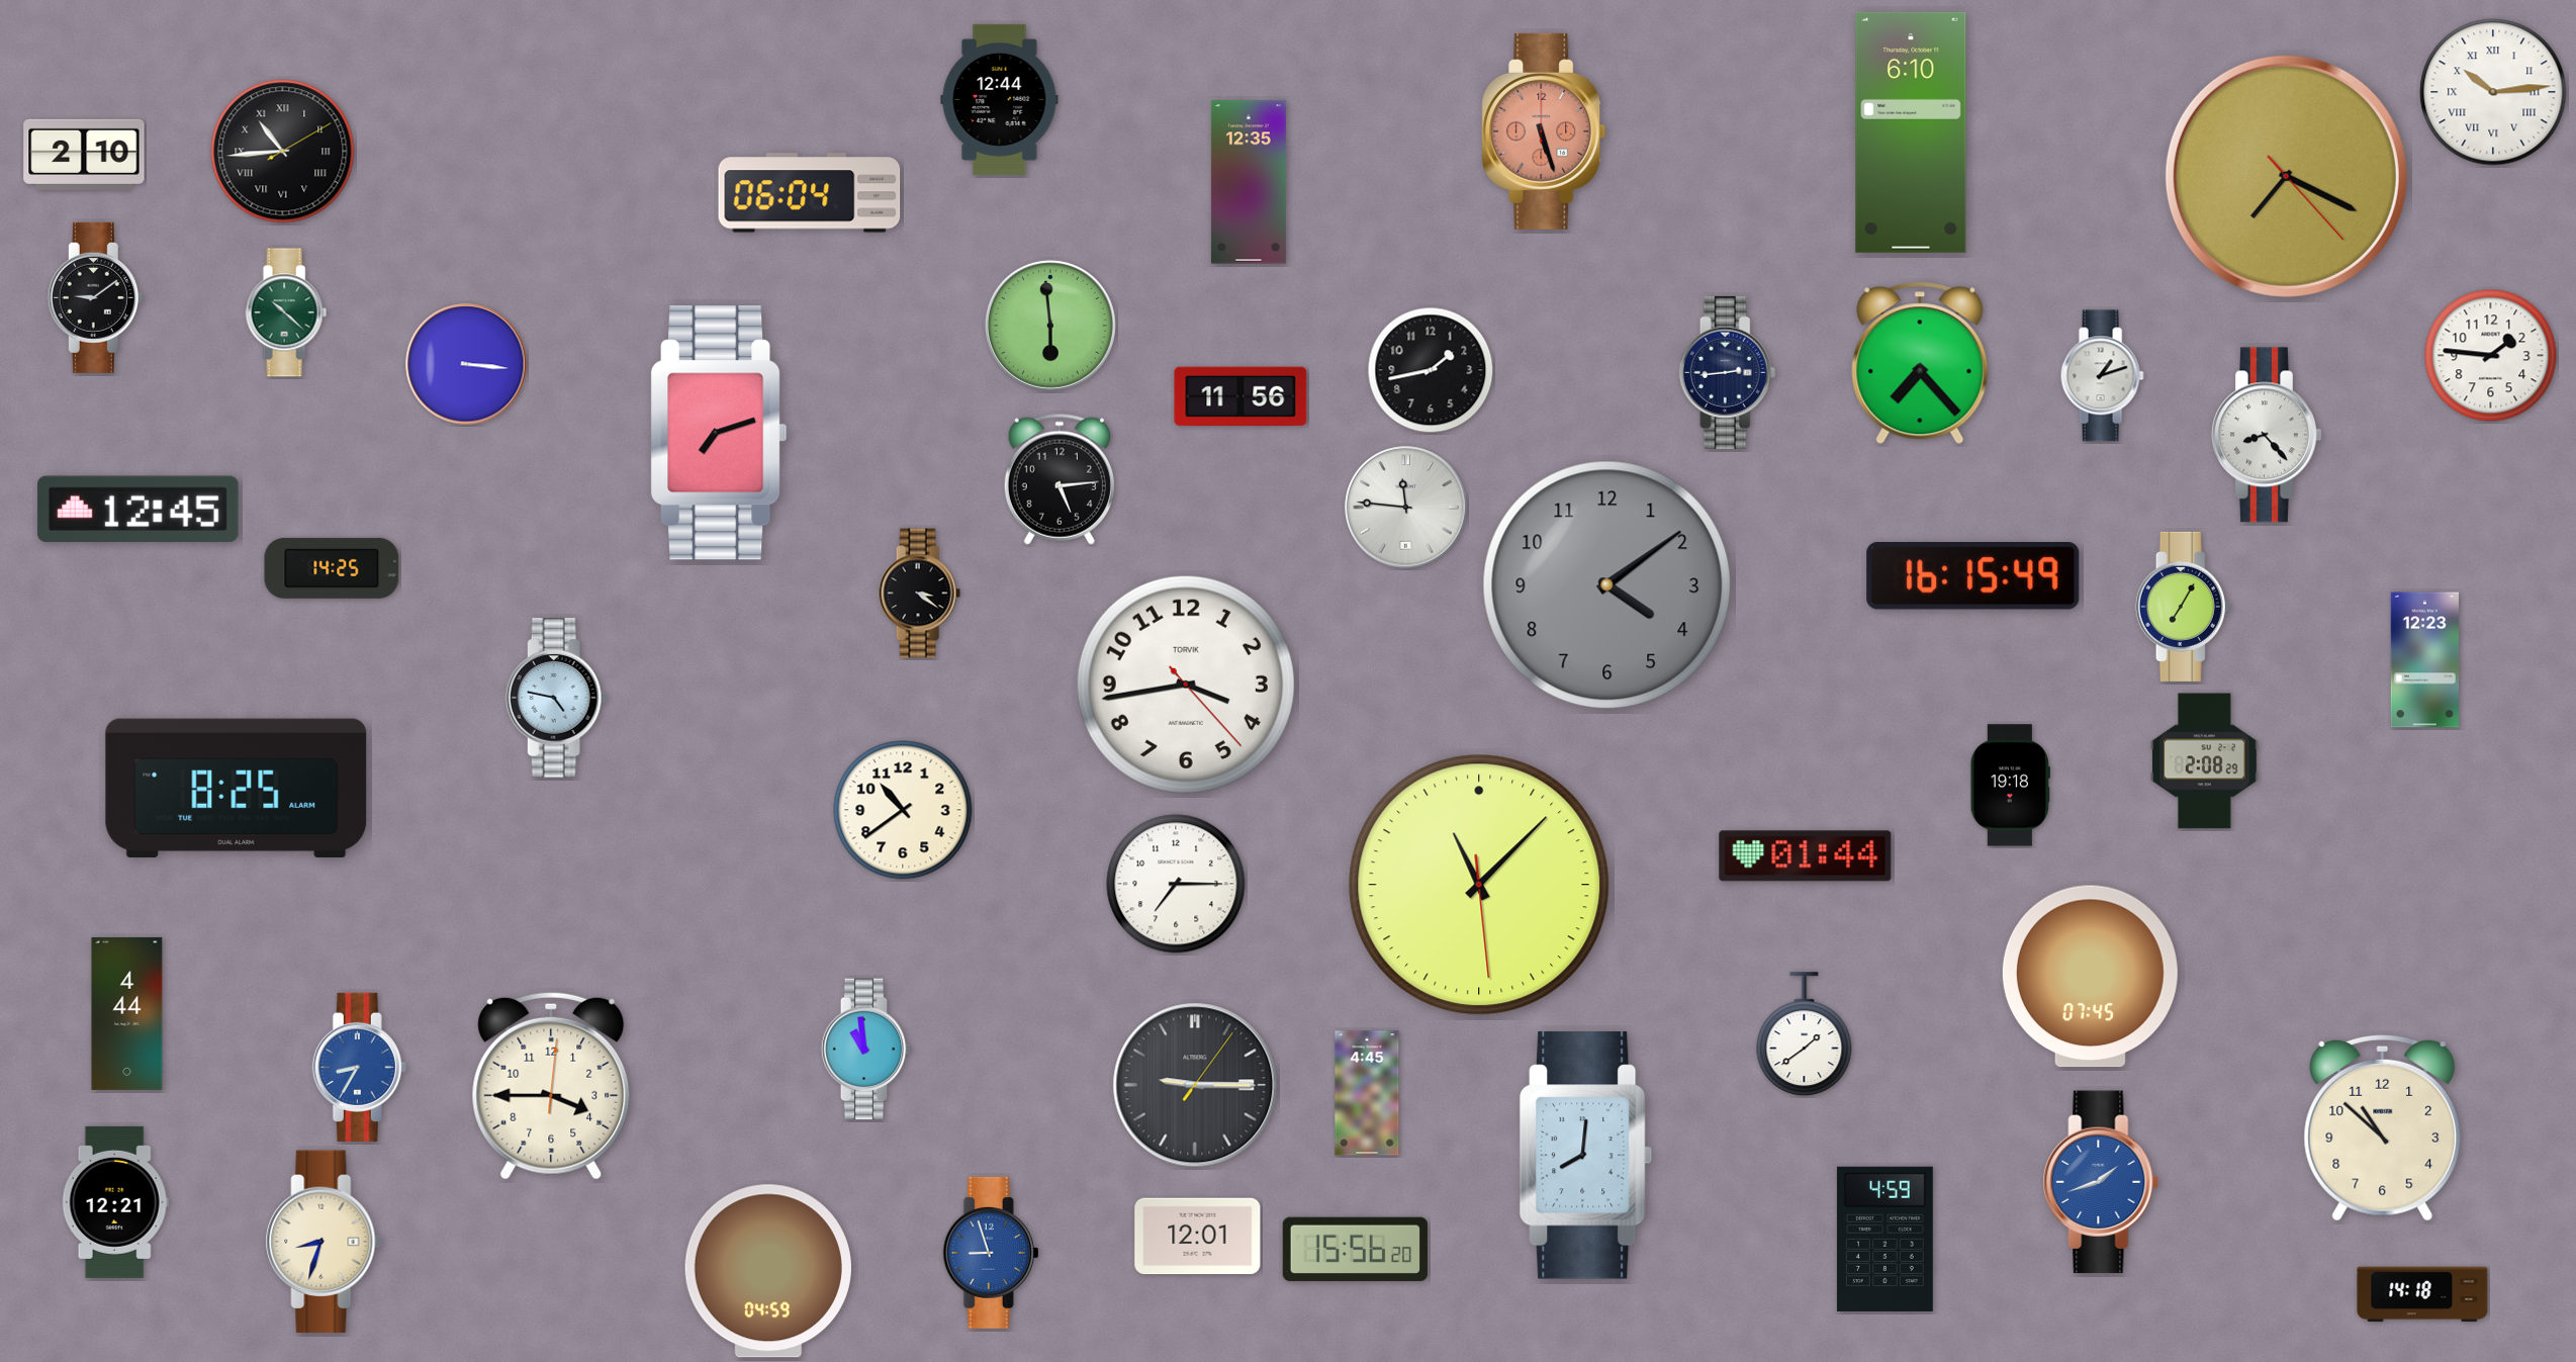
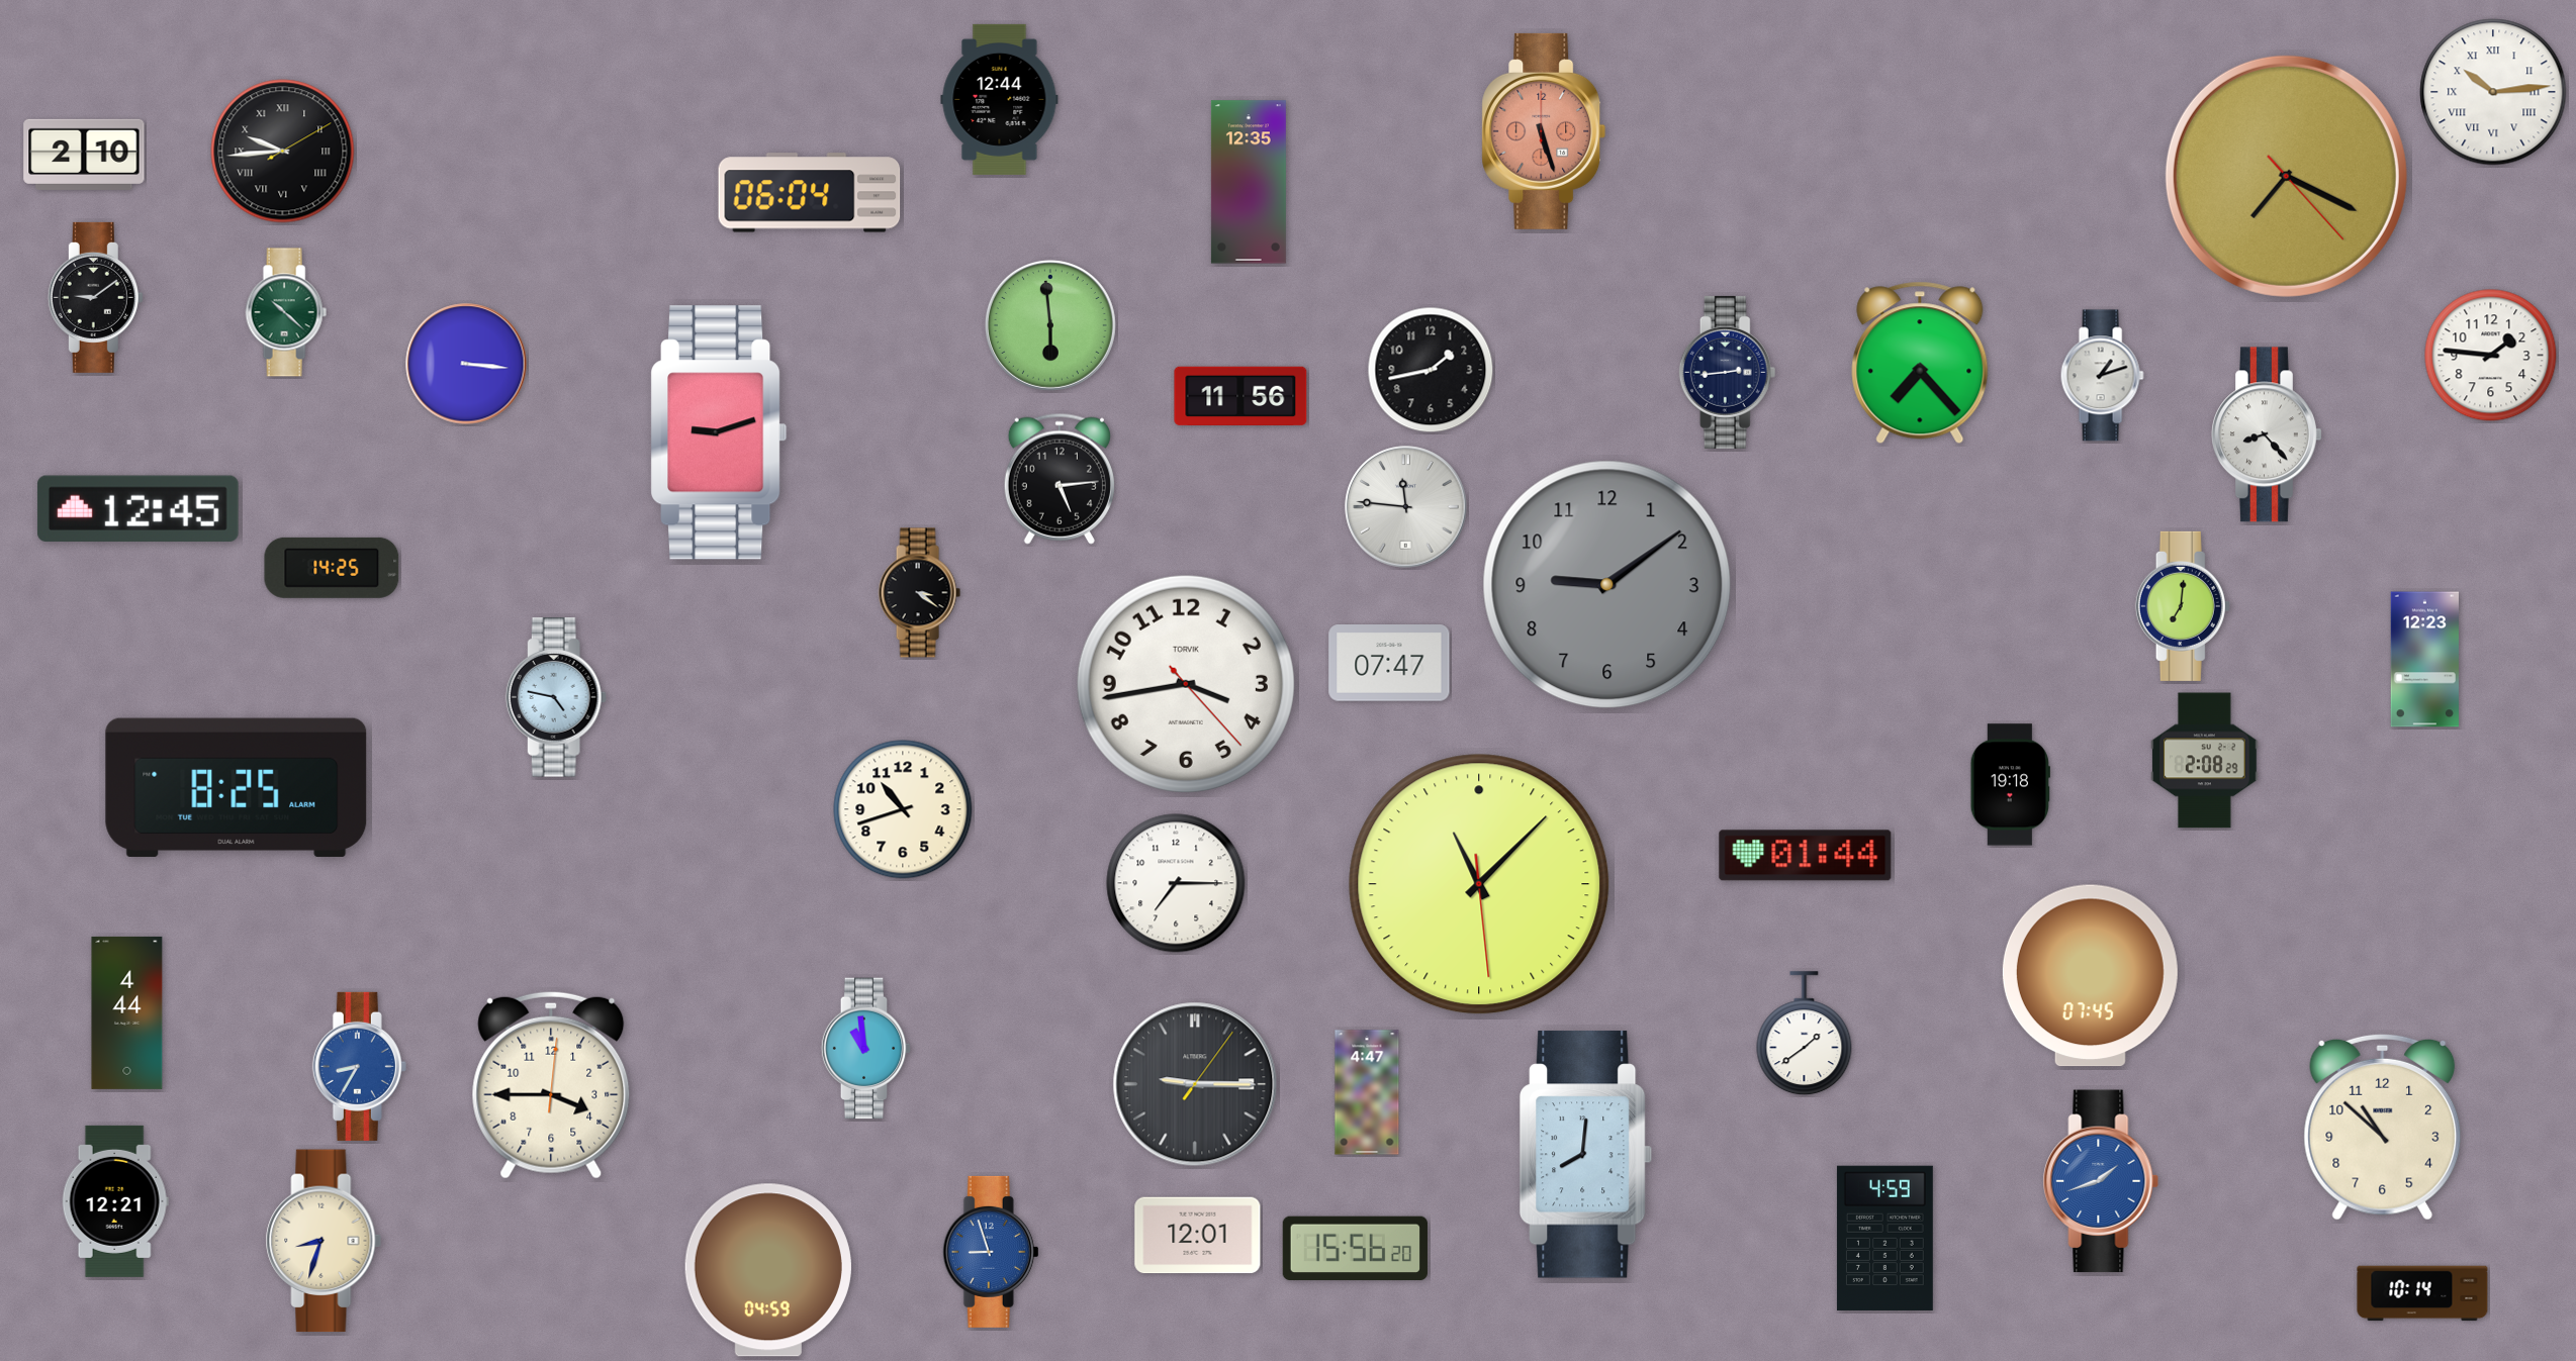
clock at (1911, 132): 6:10 -> none
clock at (283, 152): 10:44 -> 9:44
clock at (719, 433): 7:12 -> 9:12
clock at (1973, 576): 16:15 -> none
clock at (1607, 585): 4:09 -> 9:09
clock at (2183, 607): 7:05 -> 7:01
clock at (1389, 663): none -> 07:47
clock at (903, 810): 10:39 -> 10:42
clock at (1367, 1093): 4:45 -> 4:47
clock at (2422, 1294): 14:18 -> 10:14
